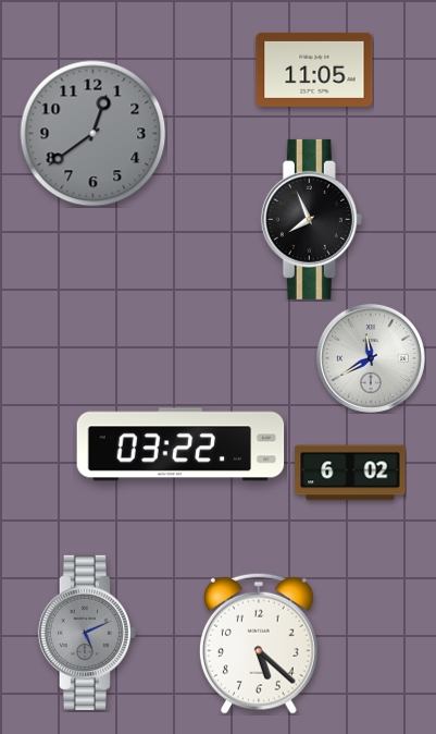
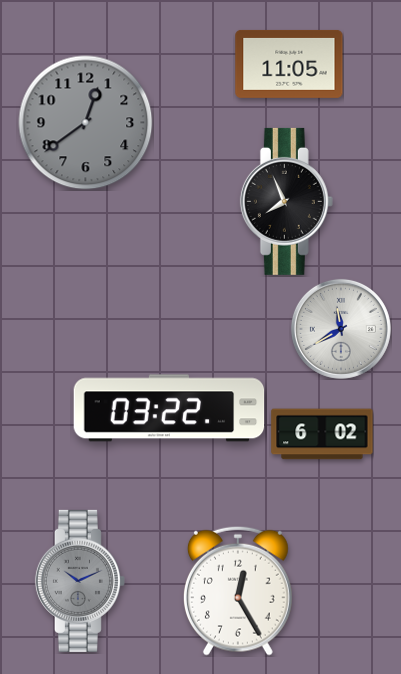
clock at (180, 444) position: (180, 444) -> (169, 408)
clock at (87, 633): 5:11 -> 10:11
clock at (259, 644): 5:22 -> 12:25
